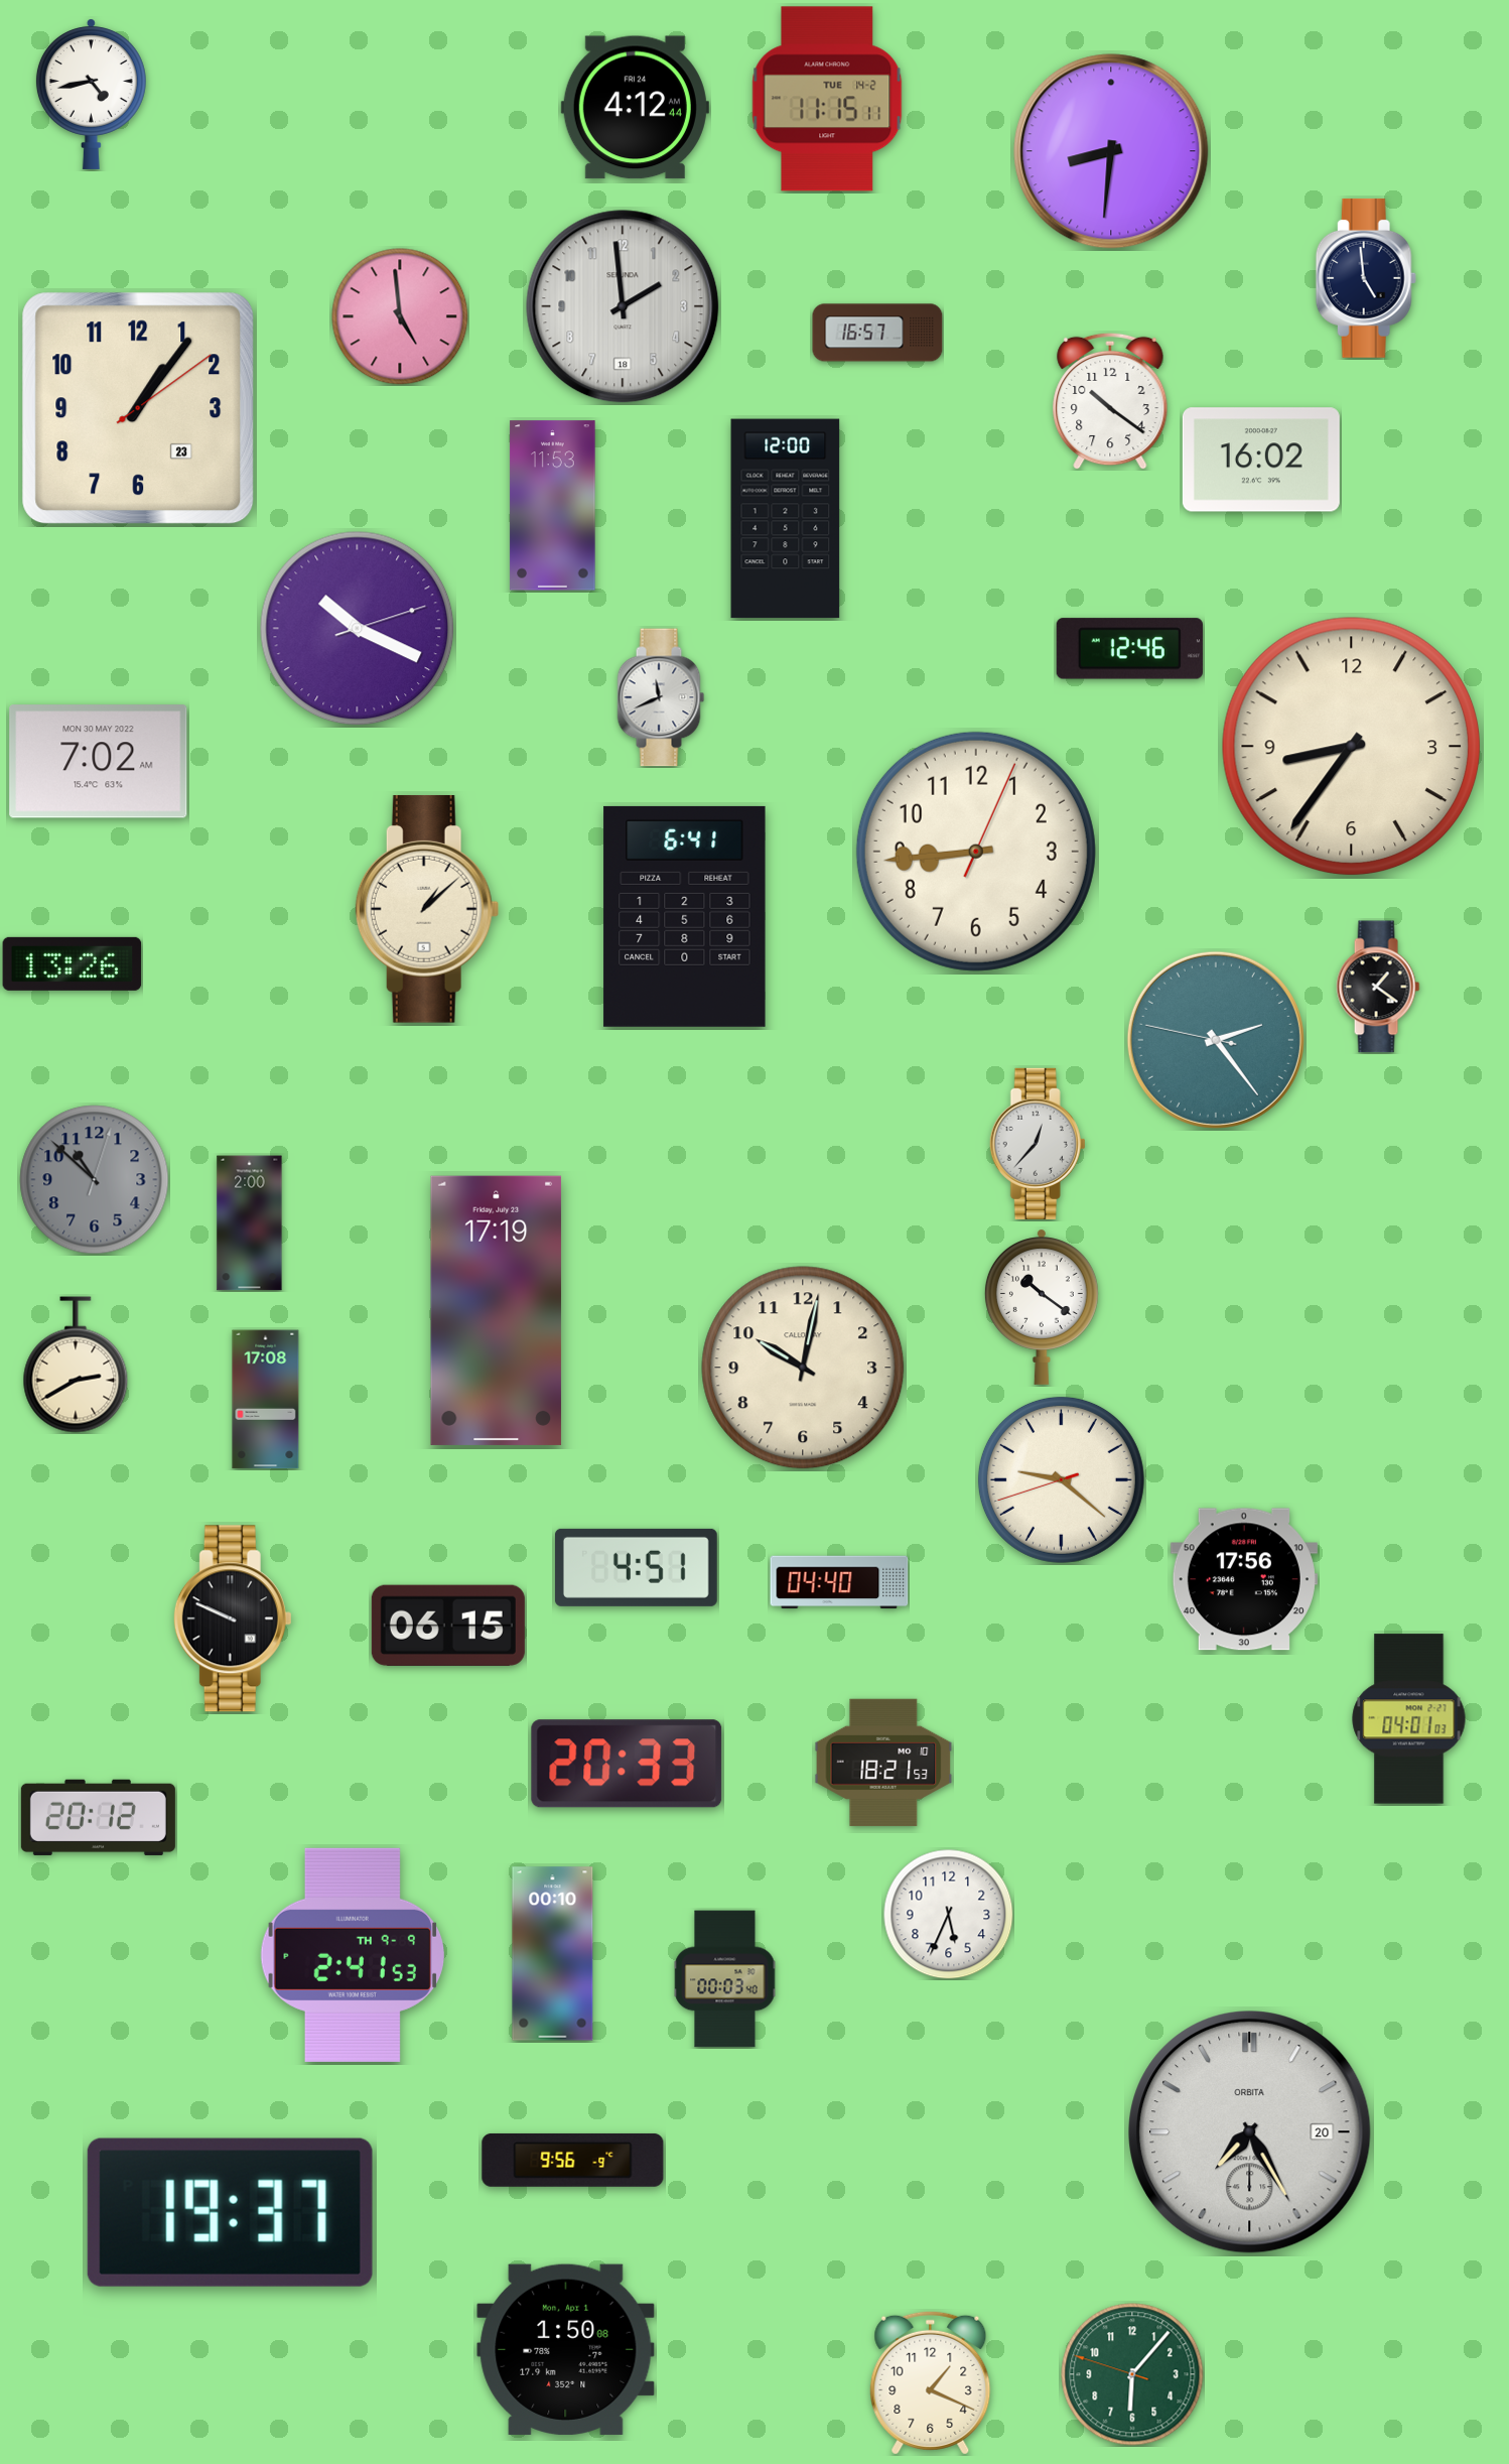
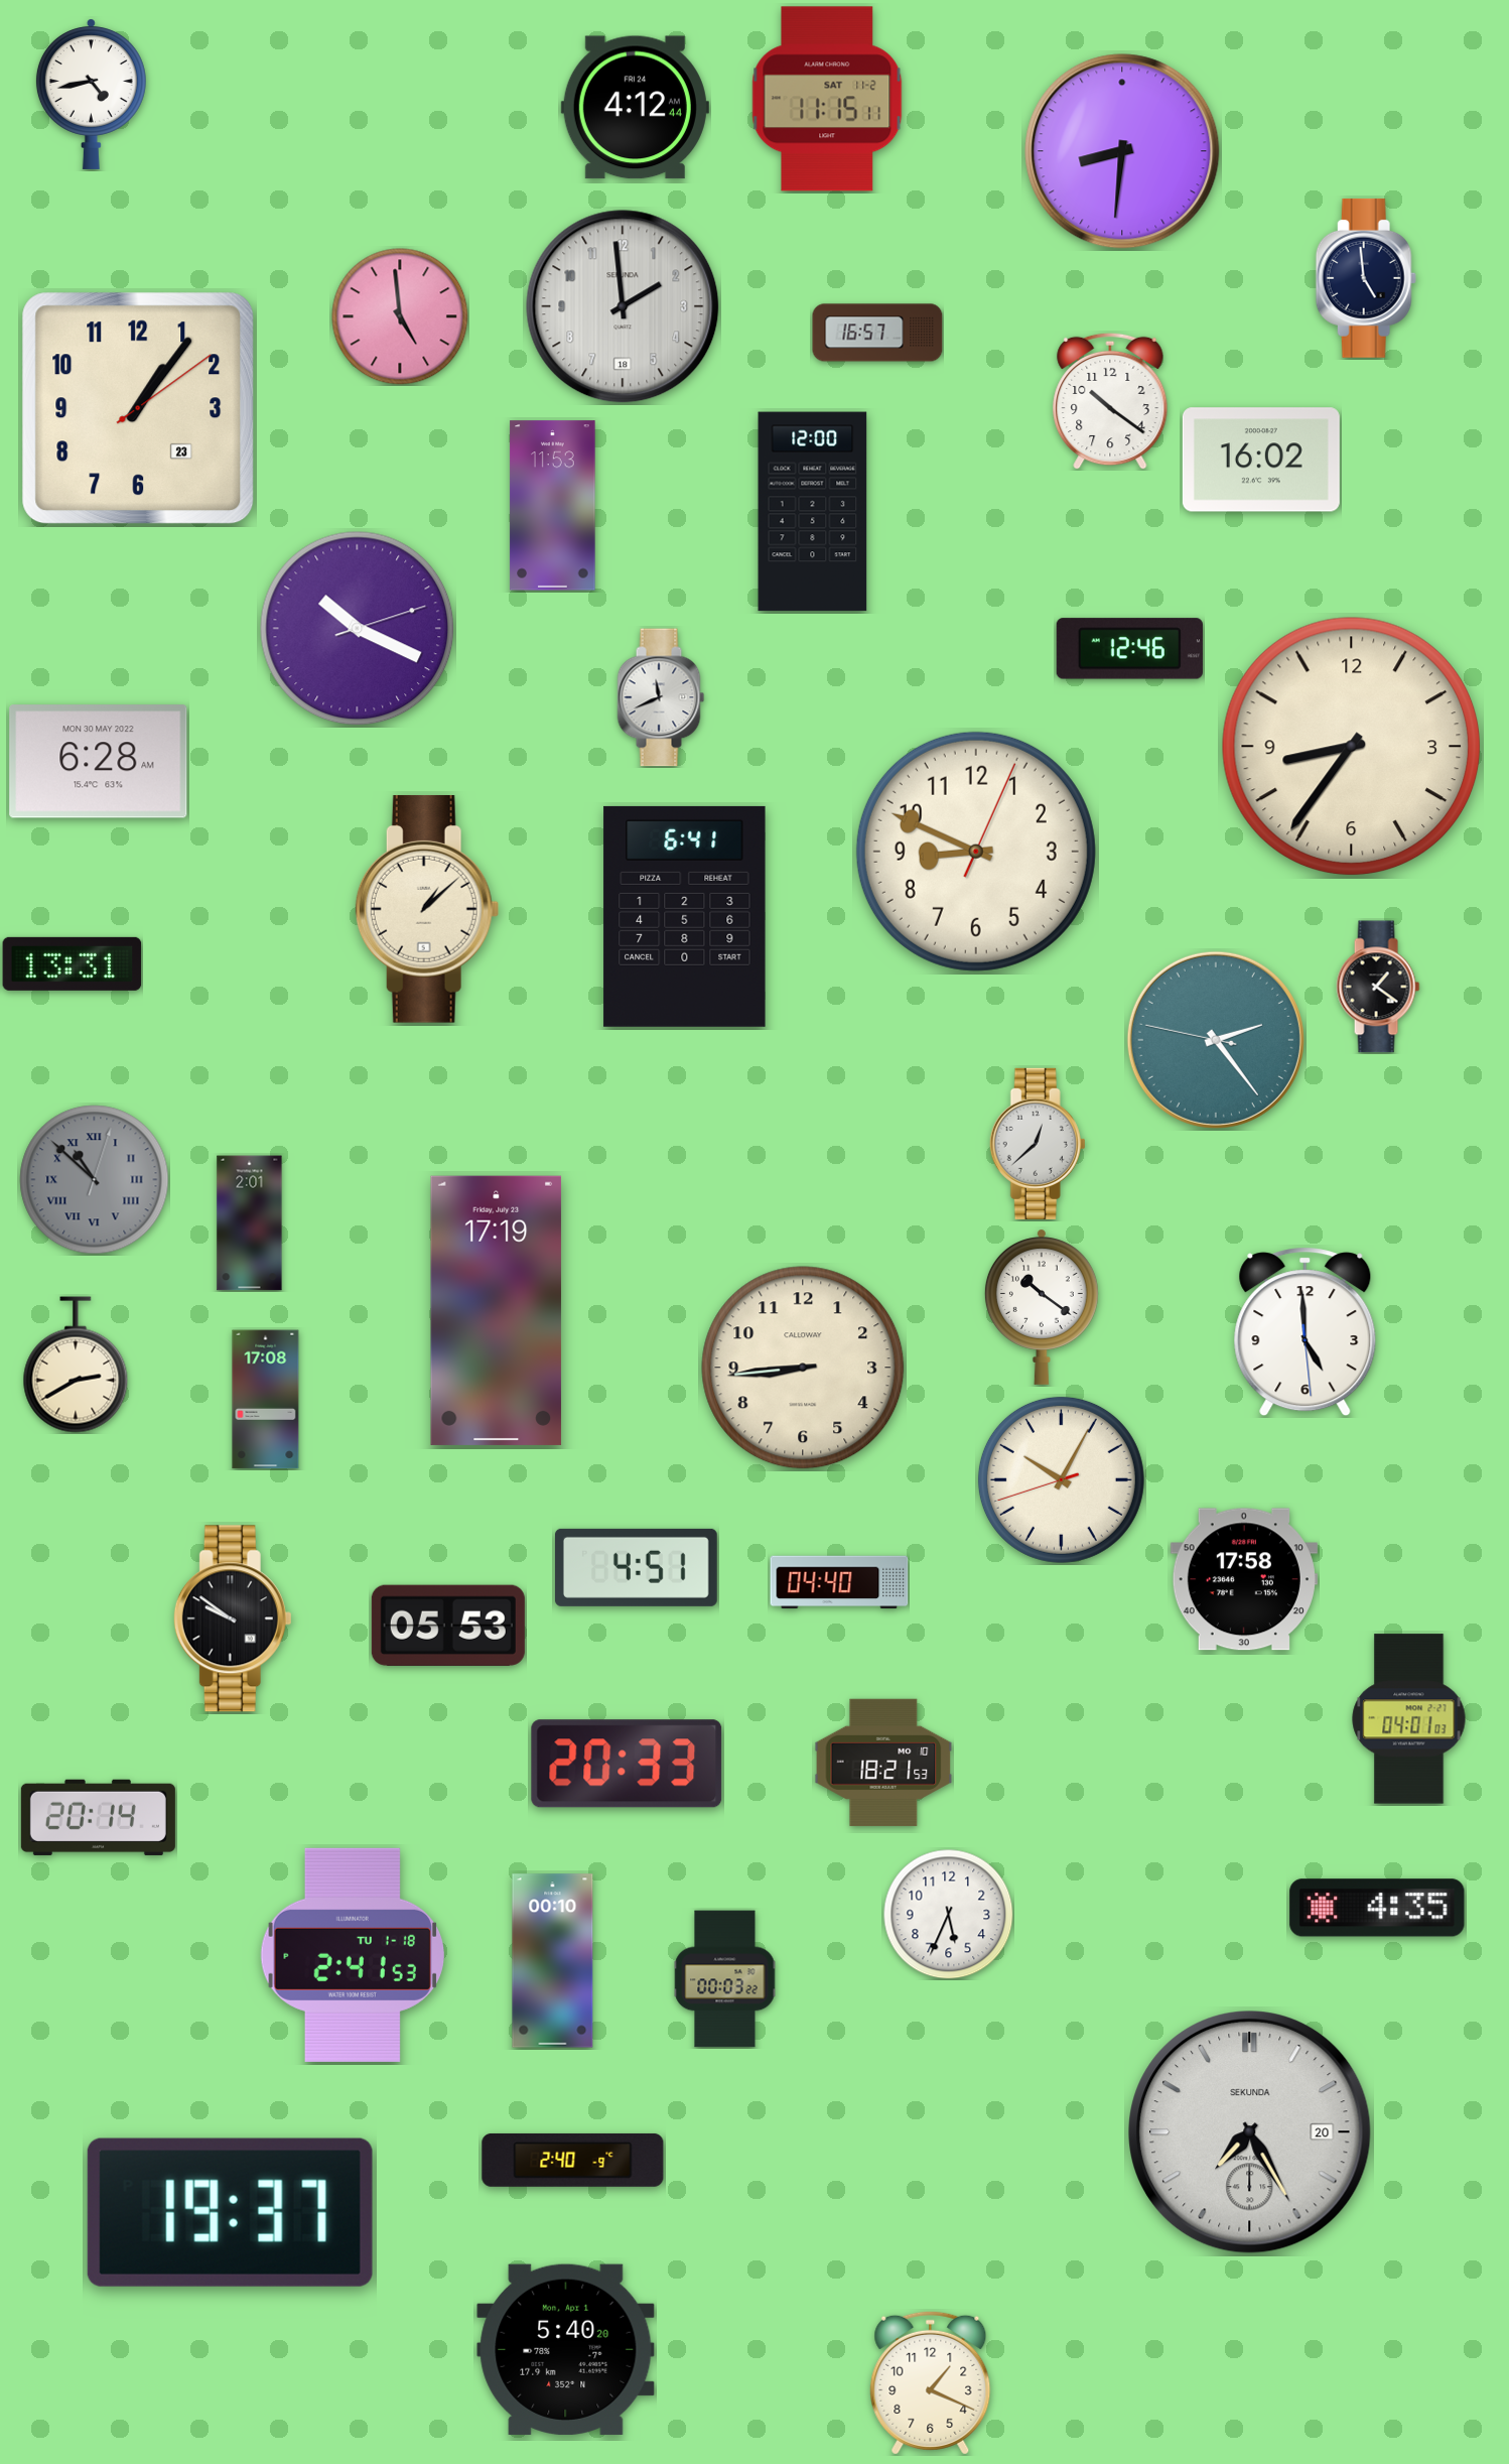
clock at (827, 99) date: TUE 14-2 -> SAT 11-2
clock at (1111, 151) position: (1111, 151) -> (1122, 151)
clock at (786, 519) position: (786, 519) -> (813, 512)
clock at (99, 762): 7:02 -> 6:28
clock at (976, 852): 8:44 -> 8:49
clock at (73, 963): 13:26 -> 13:31
clock at (1038, 1144): 12:37 -> 12:38
clock at (95, 1180) numerals: Arabic -> Roman
clock at (250, 1223): 2:00 -> 2:01
clock at (1306, 1332): none -> 4:59
clock at (803, 1368): 10:02 -> 8:44
clock at (1061, 1479): 9:21 -> 10:04
clock at (1244, 1579): 17:56 -> 17:58
clock at (233, 1618): 9:49 -> 9:51
clock at (448, 1626): 06:15 -> 05:53
clock at (98, 1817): 20:12 -> 20:14
clock at (1377, 1908): none -> 4:35
clock at (553, 1954) position: (553, 1954) -> (553, 1961)
clock at (353, 1955) date: TH 9-9 -> TU 1-18
clock at (725, 1979): 00:03:40 -> 00:03:22
clock at (1250, 2132) brand: ORBITA -> SEKUNDA
clock at (573, 2160): 9:56 -> 2:40
clock at (566, 2349): 1:50 -> 5:40
clock at (1132, 2374): 6:06 -> none
